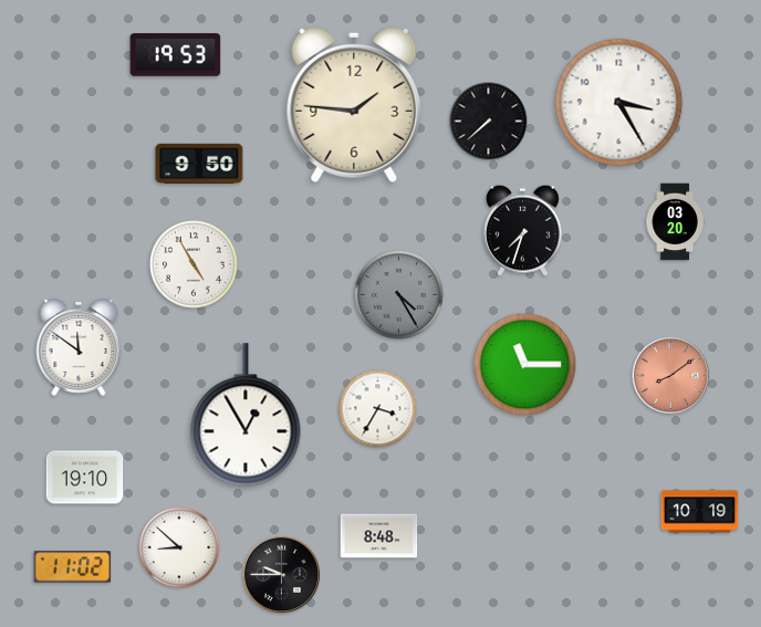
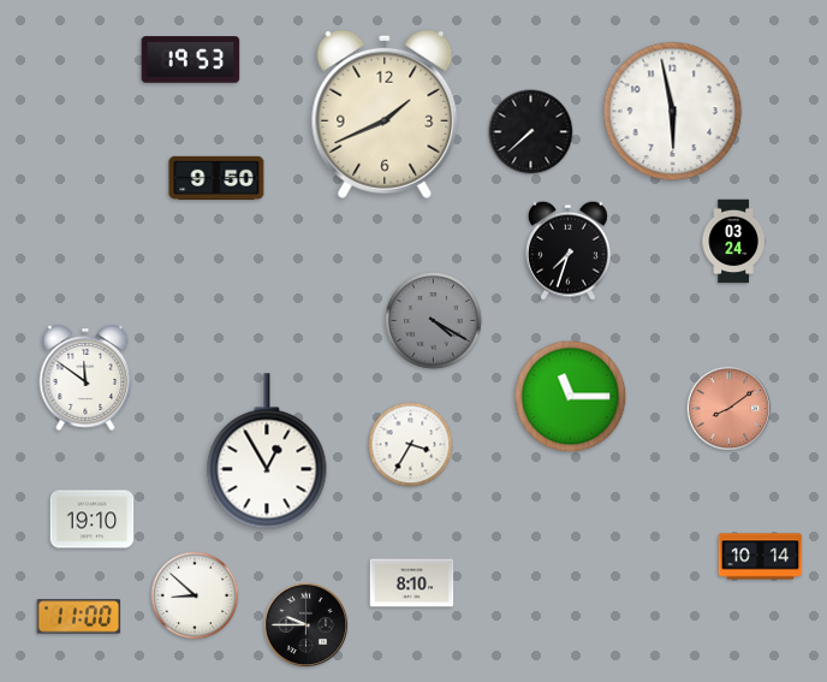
clock at (619, 103): 3:25 -> 5:58
clock at (354, 105): 1:46 -> 1:41
clock at (675, 222): 03:20 -> 03:24
clock at (195, 265): 4:55 -> none
clock at (399, 295): 4:25 -> 4:20
clock at (700, 512): 10:19 -> 10:14
clock at (379, 536): 8:48 -> 8:10
clock at (73, 567): 11:02 -> 11:00
